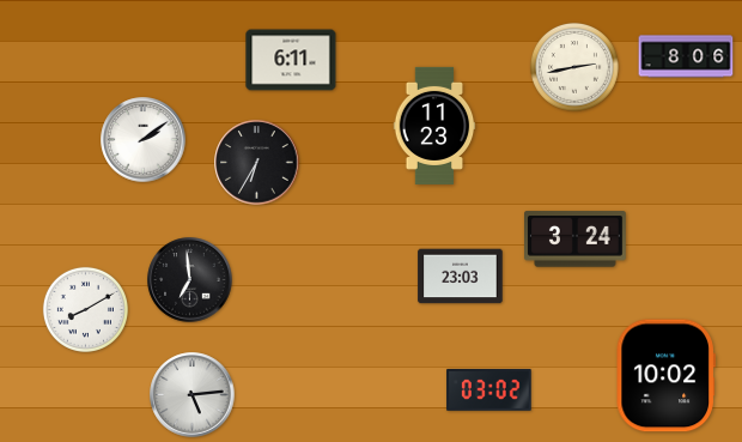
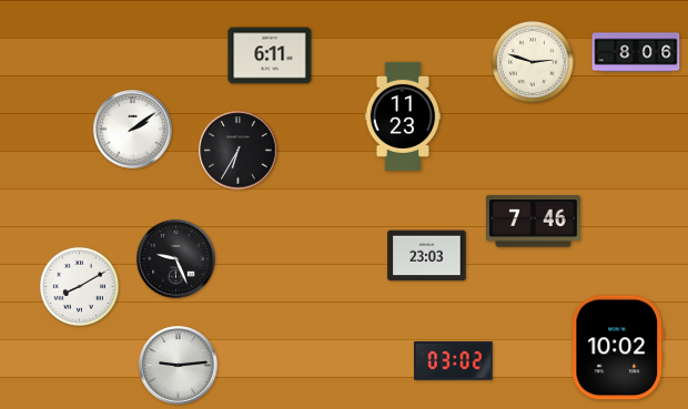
clock at (574, 67): 2:43 -> 2:48
clock at (576, 240): 3:24 -> 7:46
clock at (190, 280): 6:59 -> 9:26
clock at (193, 395): 5:14 -> 9:14
